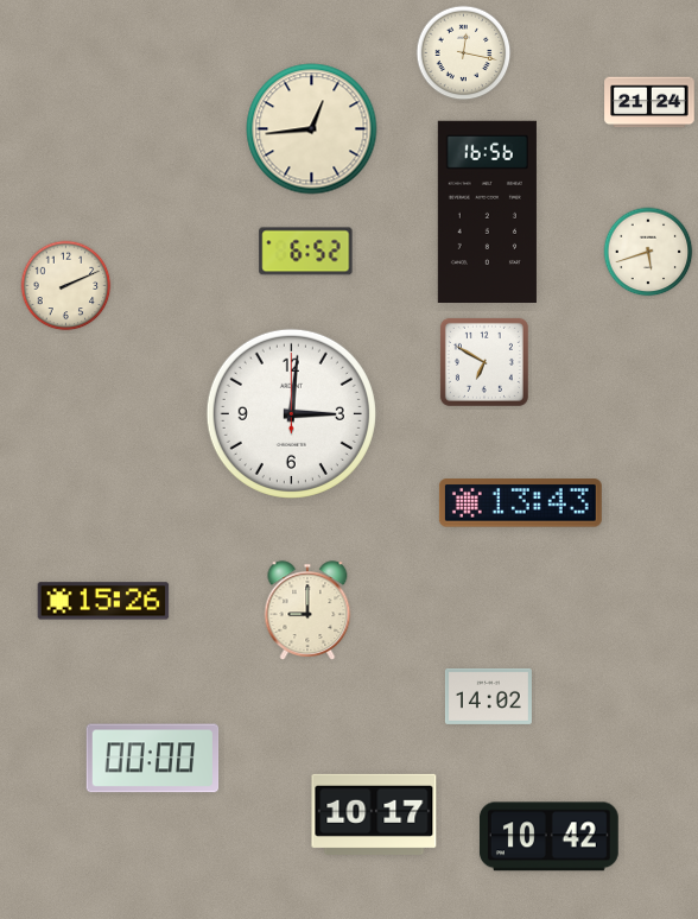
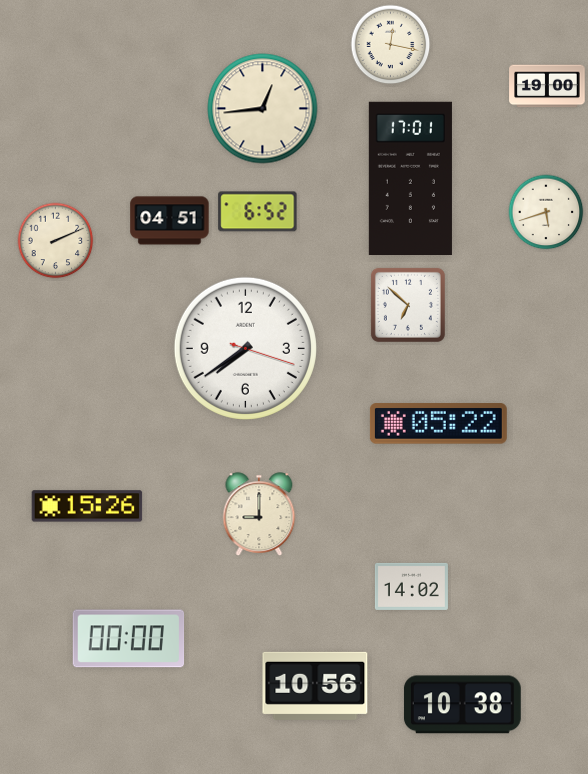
clock at (649, 102): 21:24 -> 19:00
clock at (487, 211): 16:56 -> 17:01
clock at (170, 221): none -> 04:51
clock at (484, 362): 6:50 -> 6:52
clock at (291, 413): 3:01 -> 7:39
clock at (520, 503): 13:43 -> 05:22
clock at (374, 815): 10:17 -> 10:56
clock at (548, 837): 10:42 -> 10:38
